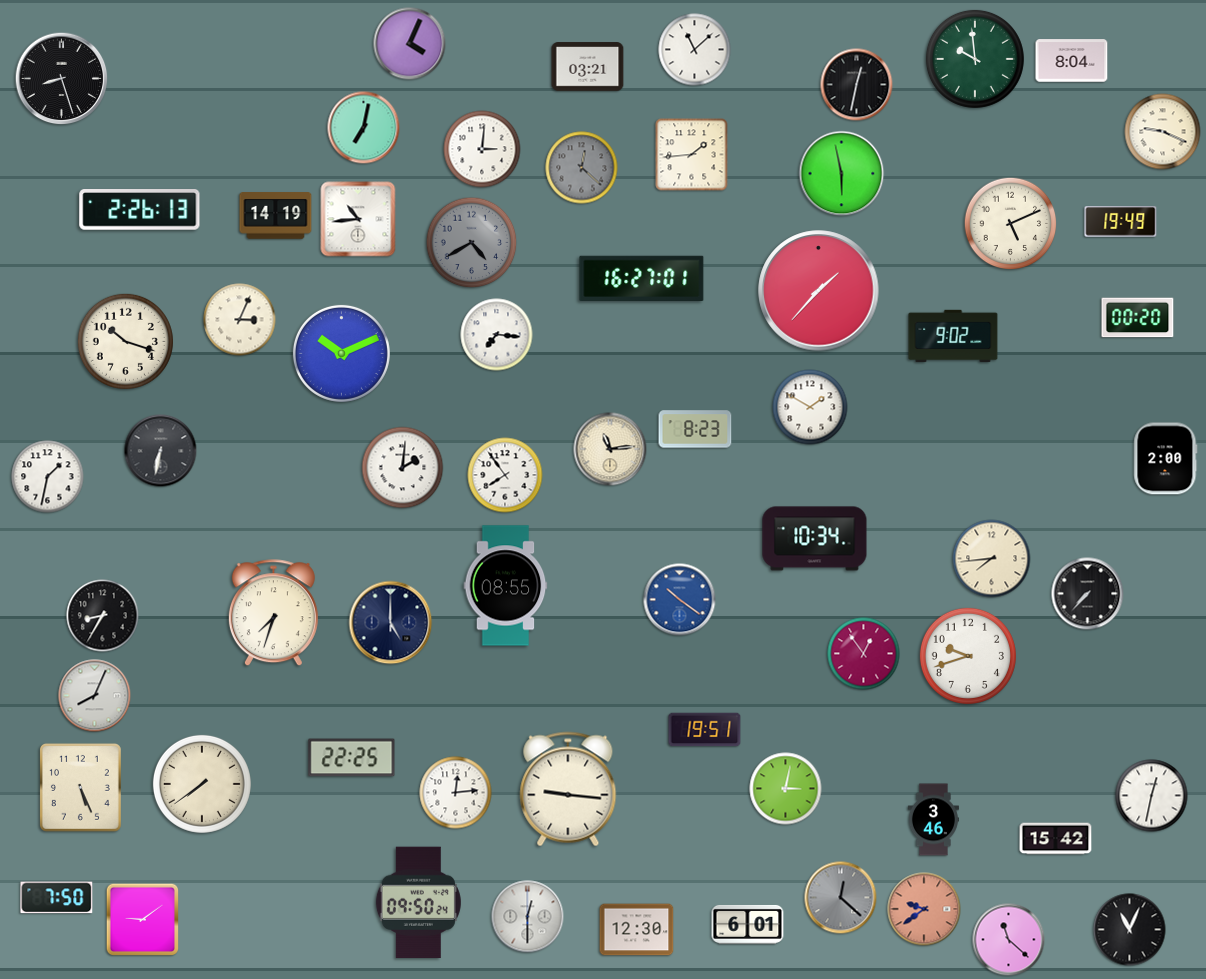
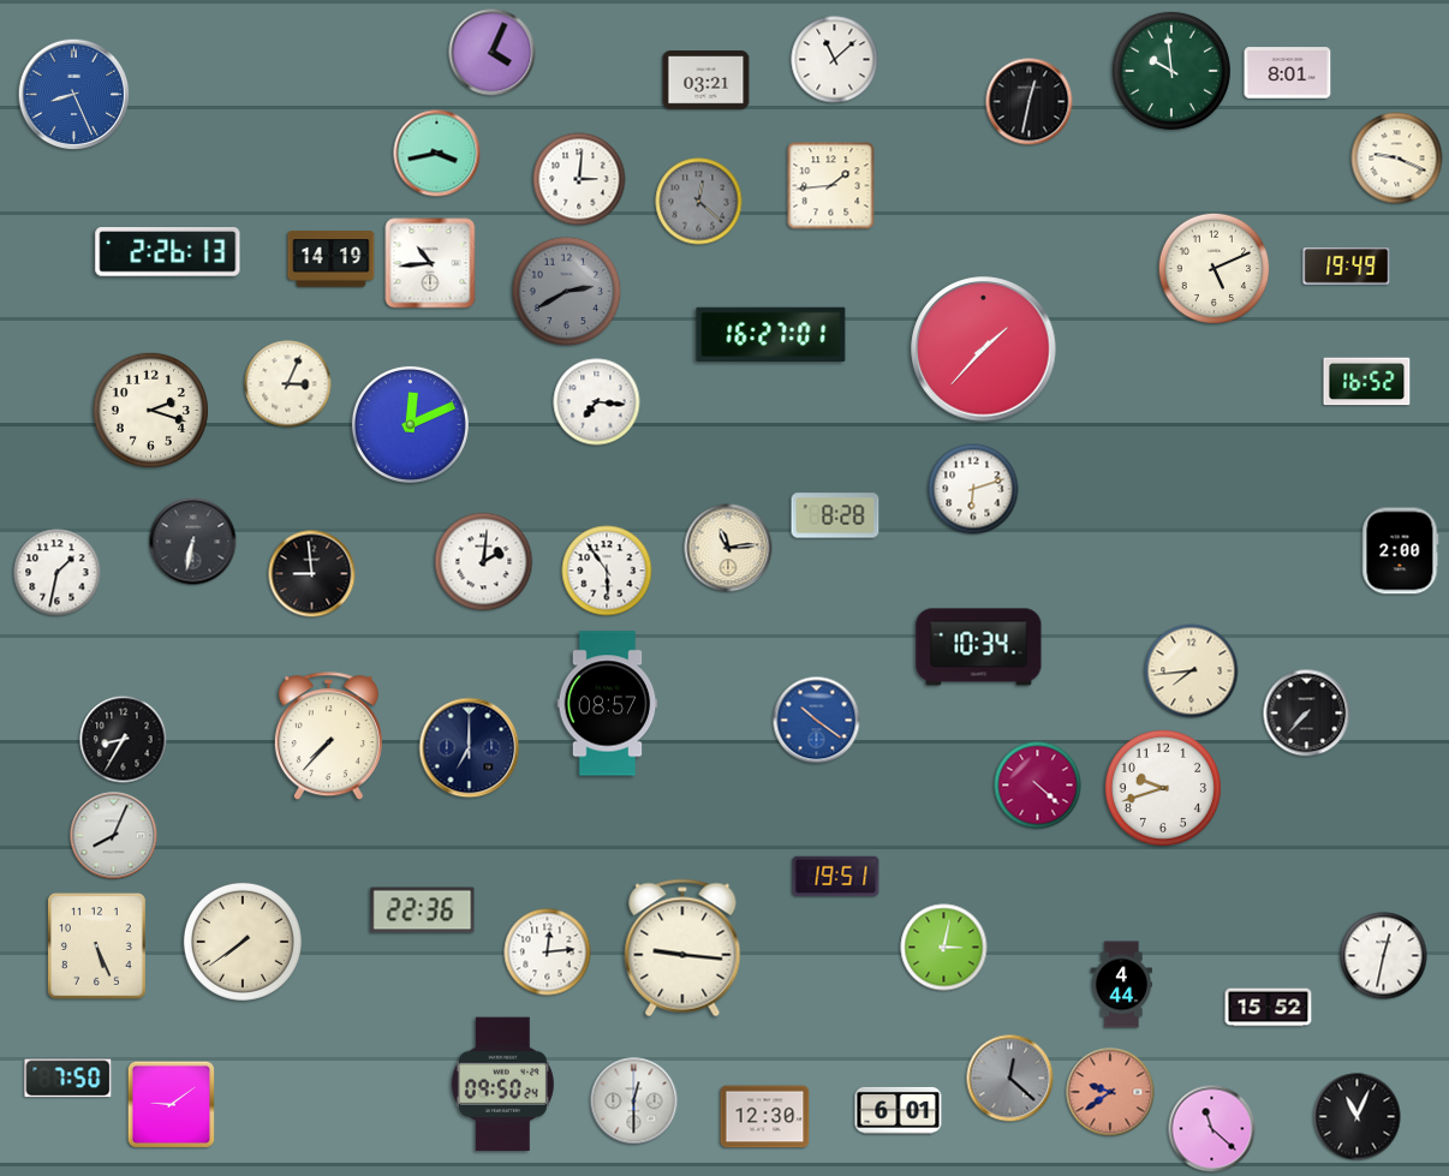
clock at (1072, 61): 8:04 -> 8:01
clock at (62, 79): 8:27 -> 8:26
clock at (62, 79) dial: black -> blue
clock at (364, 128): 7:02 -> 3:43
clock at (842, 174): 5:58 -> none
clock at (472, 243): 4:40 -> 2:40
clock at (1138, 318): 00:20 -> 16:52
clock at (953, 336): 9:02 -> none
clock at (125, 341): 10:18 -> 2:18
clock at (341, 353): 10:11 -> 12:11
clock at (810, 407): 1:50 -> 6:12
clock at (695, 429): 8:23 -> 8:28
clock at (610, 449) position: (610, 449) -> (728, 548)
clock at (505, 475): 7:54 -> 5:54
clock at (312, 574): none -> 8:59
clock at (506, 586): 08:55 -> 08:57
clock at (273, 613): 7:33 -> 7:37
clock at (391, 623): 5:00 -> 7:00
clock at (864, 654): 12:54 -> 4:22
clock at (705, 730) position: (705, 730) -> (836, 877)
clock at (352, 758): 22:25 -> 22:36
clock at (933, 820): 3:46 -> 4:44
clock at (1056, 839): 15:42 -> 15:52
